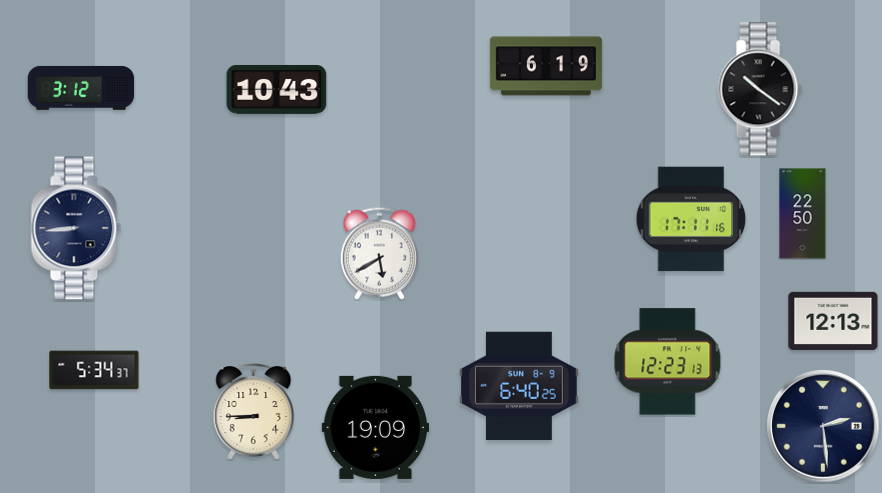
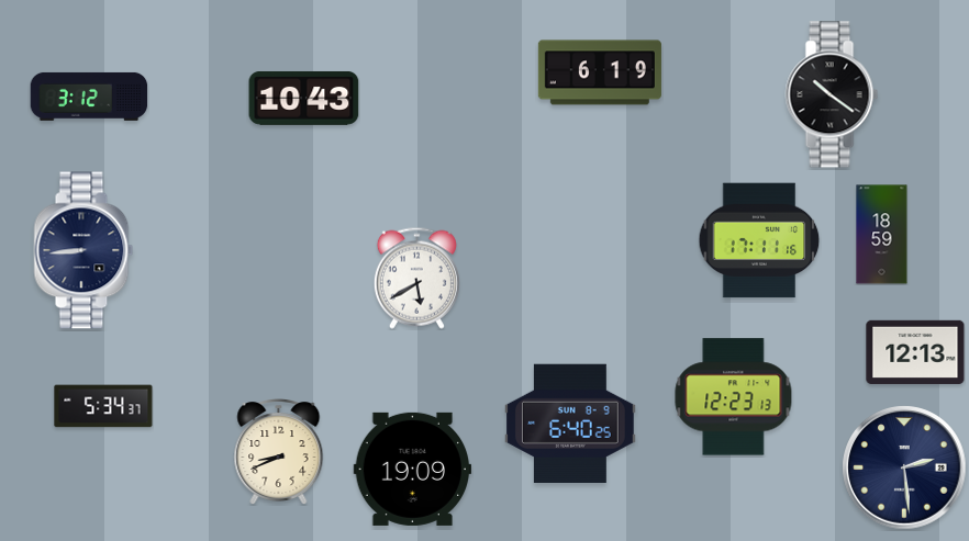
clock at (760, 89) position: (760, 89) -> (832, 94)
clock at (803, 214): 22:50 -> 18:59
clock at (254, 412): 8:45 -> 8:41
